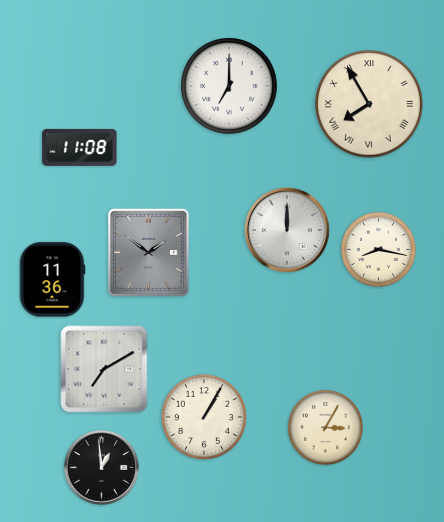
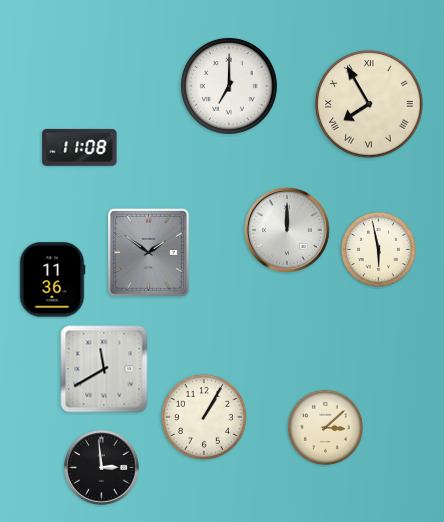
clock at (378, 249): 8:17 -> 5:58
clock at (104, 369): 7:10 -> 11:40
clock at (325, 427): 3:05 -> 3:08
clock at (102, 468): 12:59 -> 2:59
